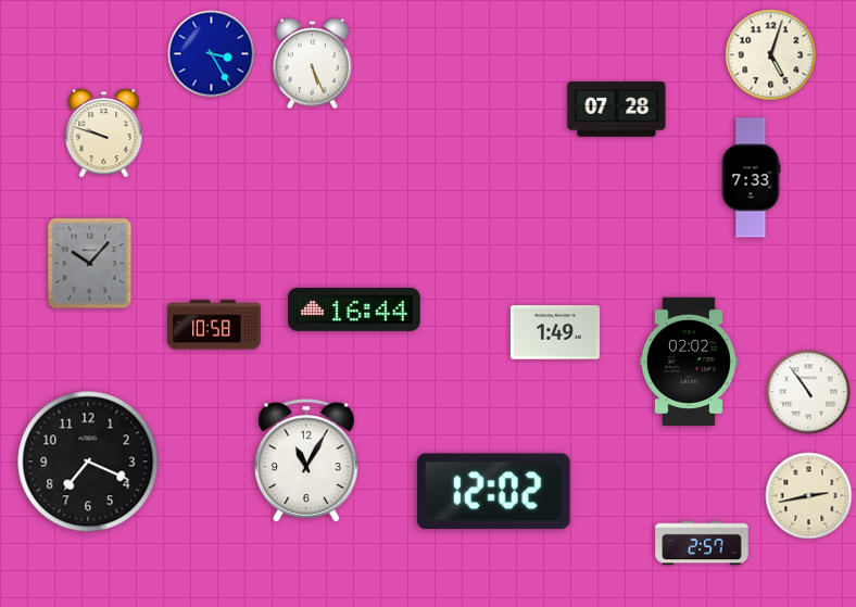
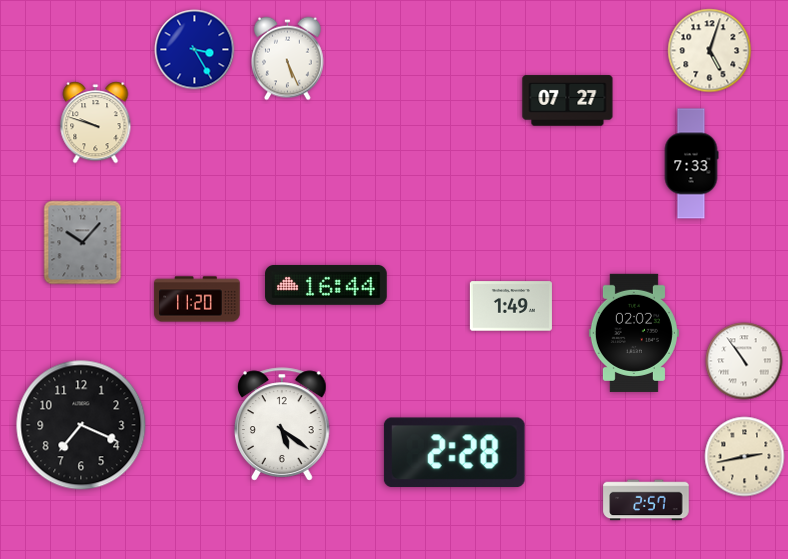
clock at (617, 110): 07:28 -> 07:27
clock at (214, 325): 10:58 -> 11:20
clock at (307, 460): 11:05 -> 5:21
clock at (493, 492): 12:02 -> 2:28
